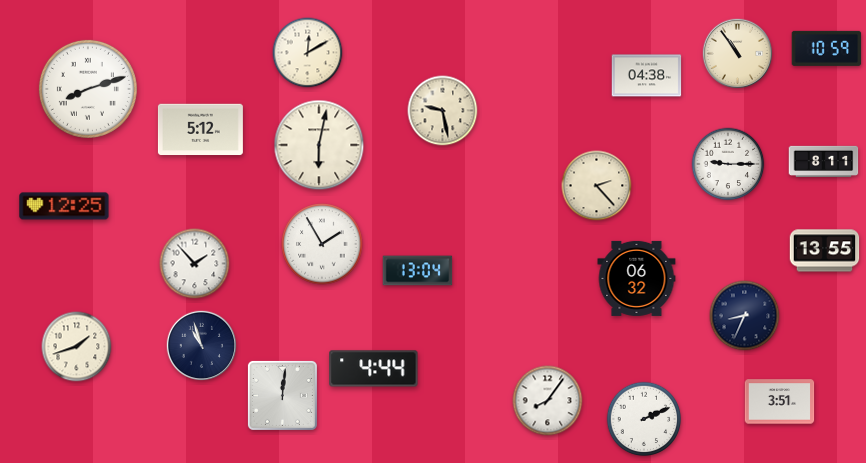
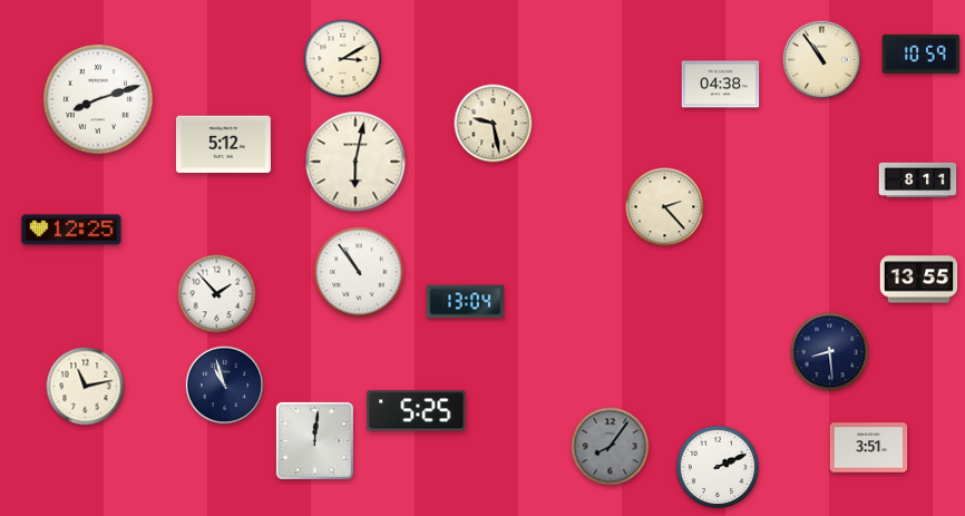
clock at (308, 53): 12:10 -> 3:10
clock at (728, 164): 9:15 -> none
clock at (322, 244): 1:55 -> 10:54
clock at (637, 278): 06:32 -> none
clock at (745, 316): 8:34 -> 8:29
clock at (77, 347): 1:42 -> 11:13
clock at (374, 369): 4:44 -> 5:25
clock at (548, 401) dial: white -> grey
